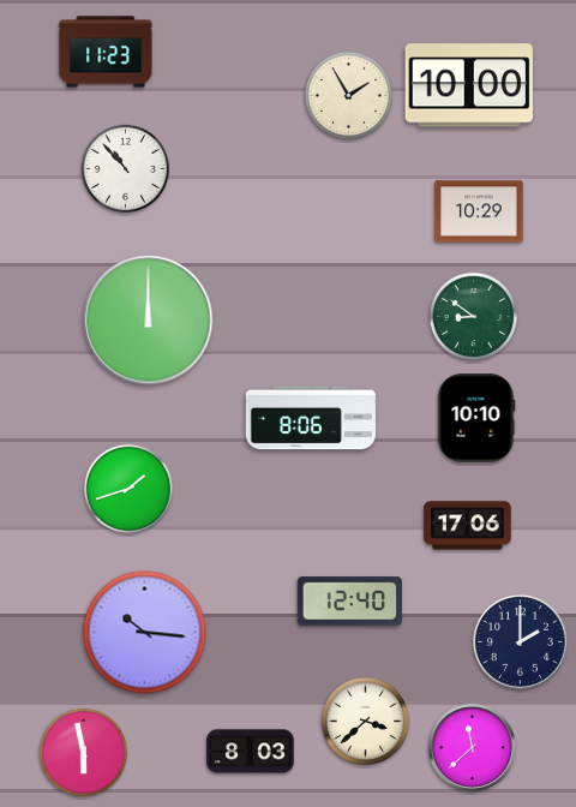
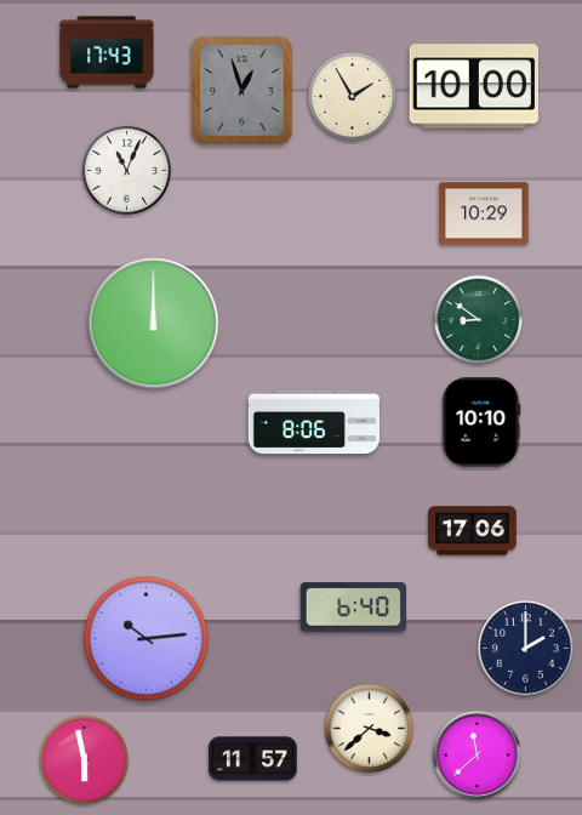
clock at (106, 52): 11:23 -> 17:43
clock at (242, 91): none -> 12:57
clock at (126, 169): 10:53 -> 11:04
clock at (149, 321) position: (149, 321) -> (154, 324)
clock at (127, 488): 1:42 -> none
clock at (349, 602): 12:40 -> 6:40
clock at (145, 633): 10:16 -> 10:14
clock at (251, 752): 8:03 -> 11:57
